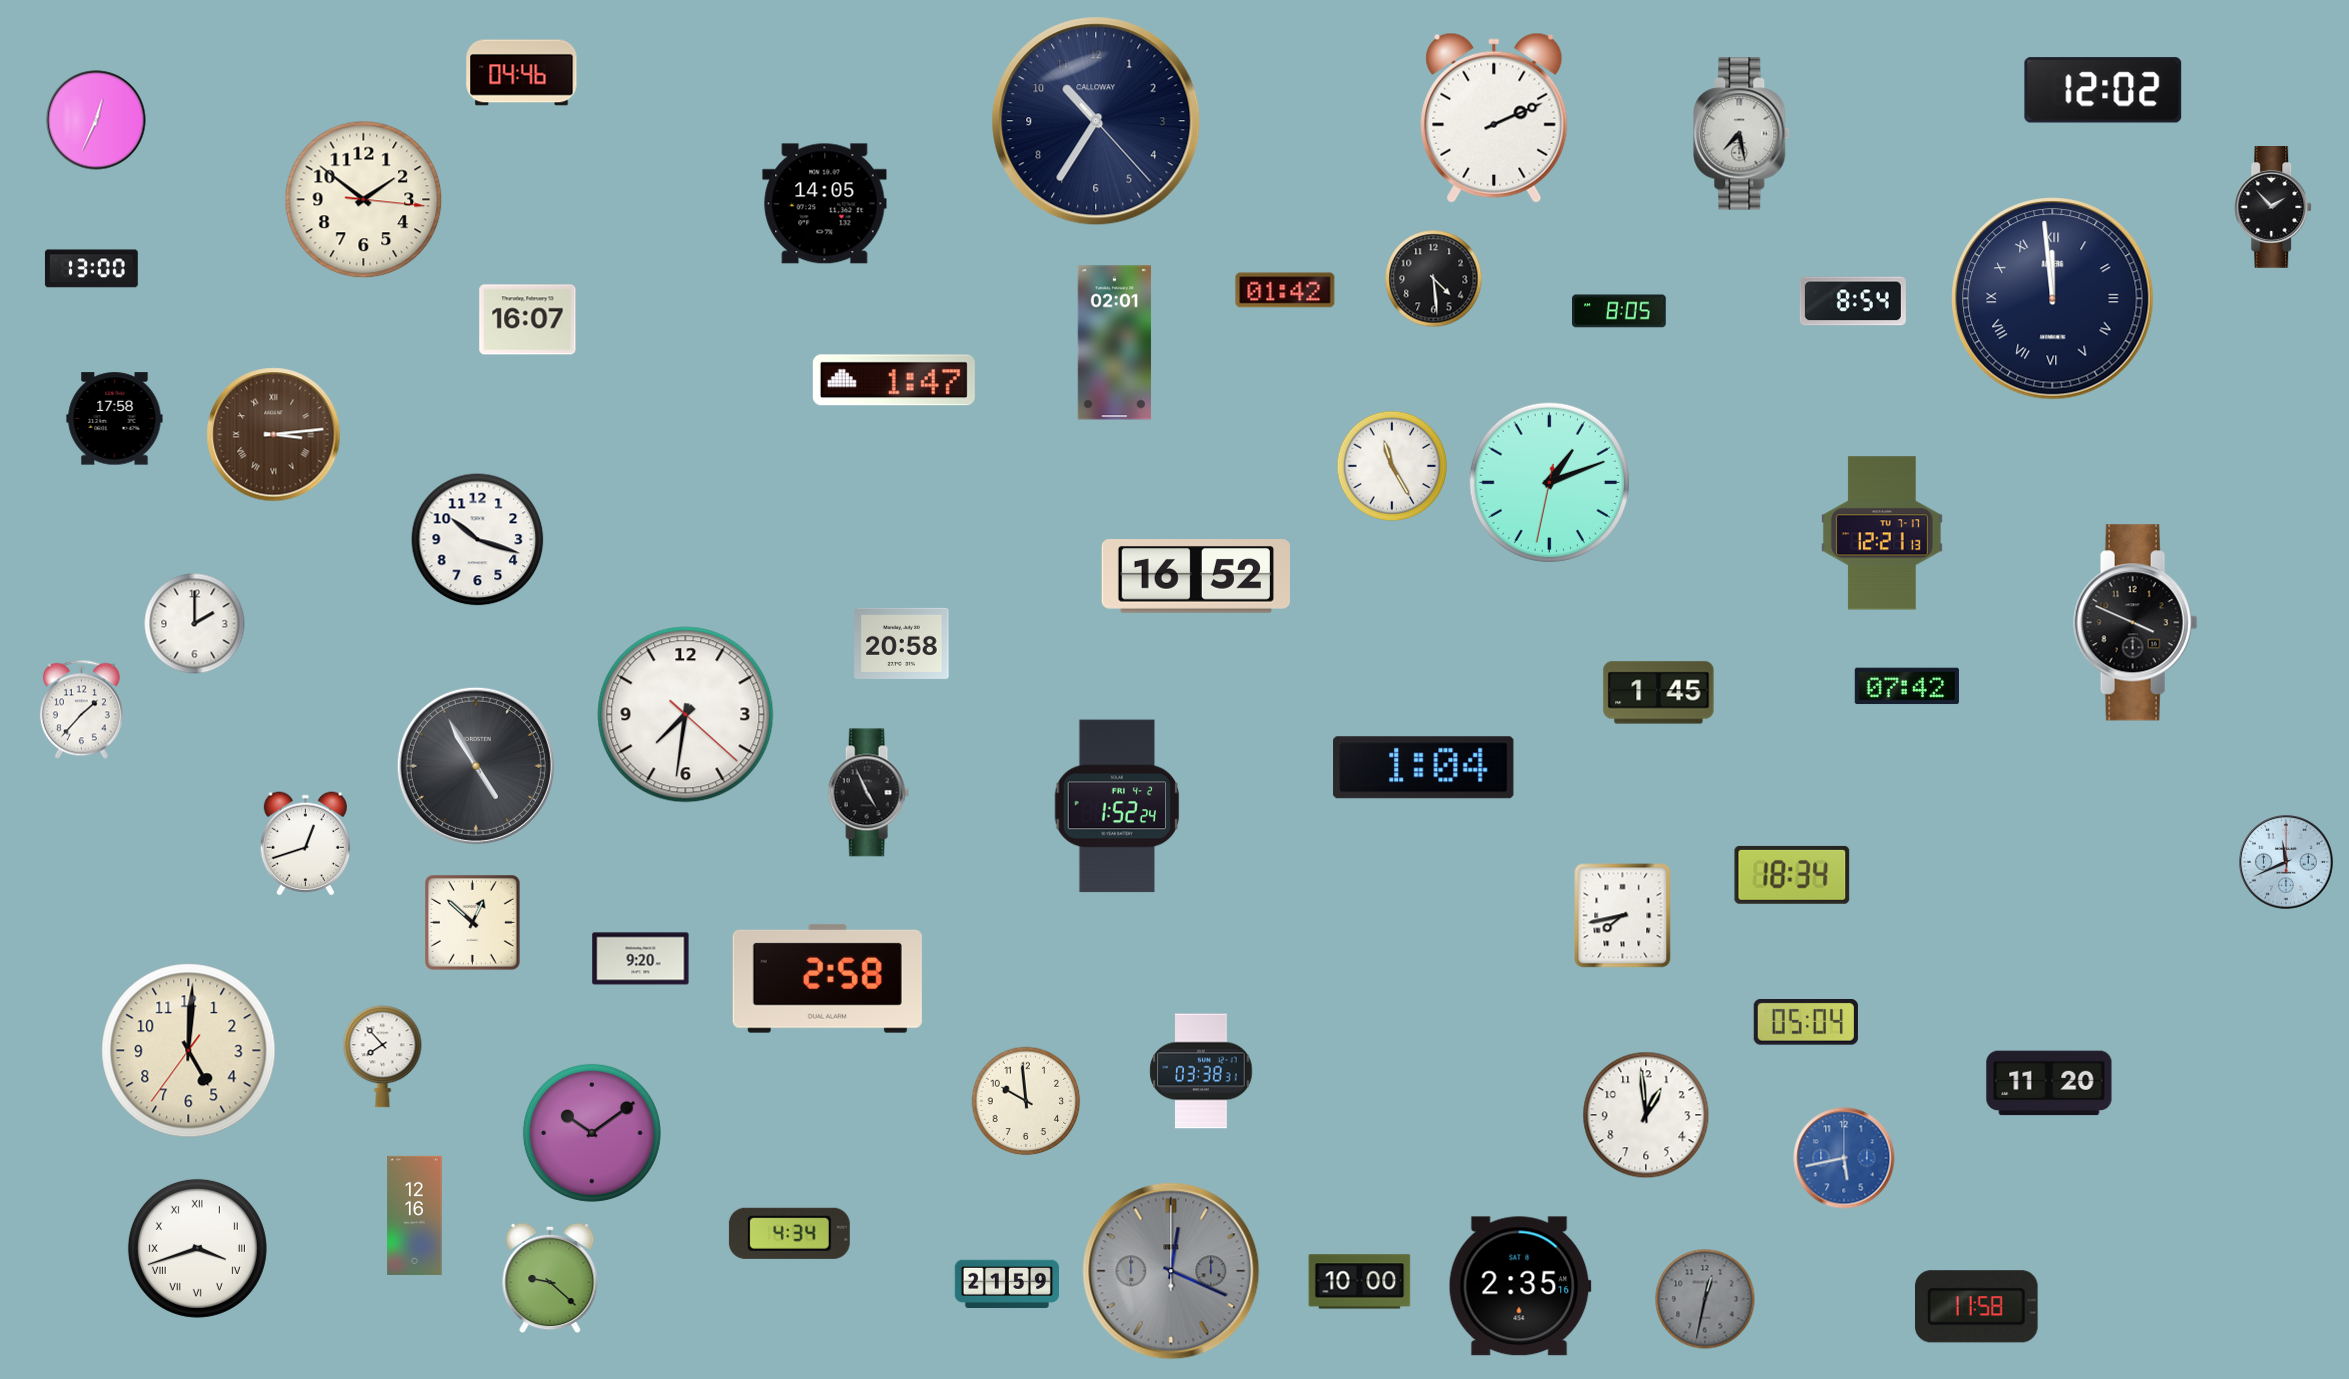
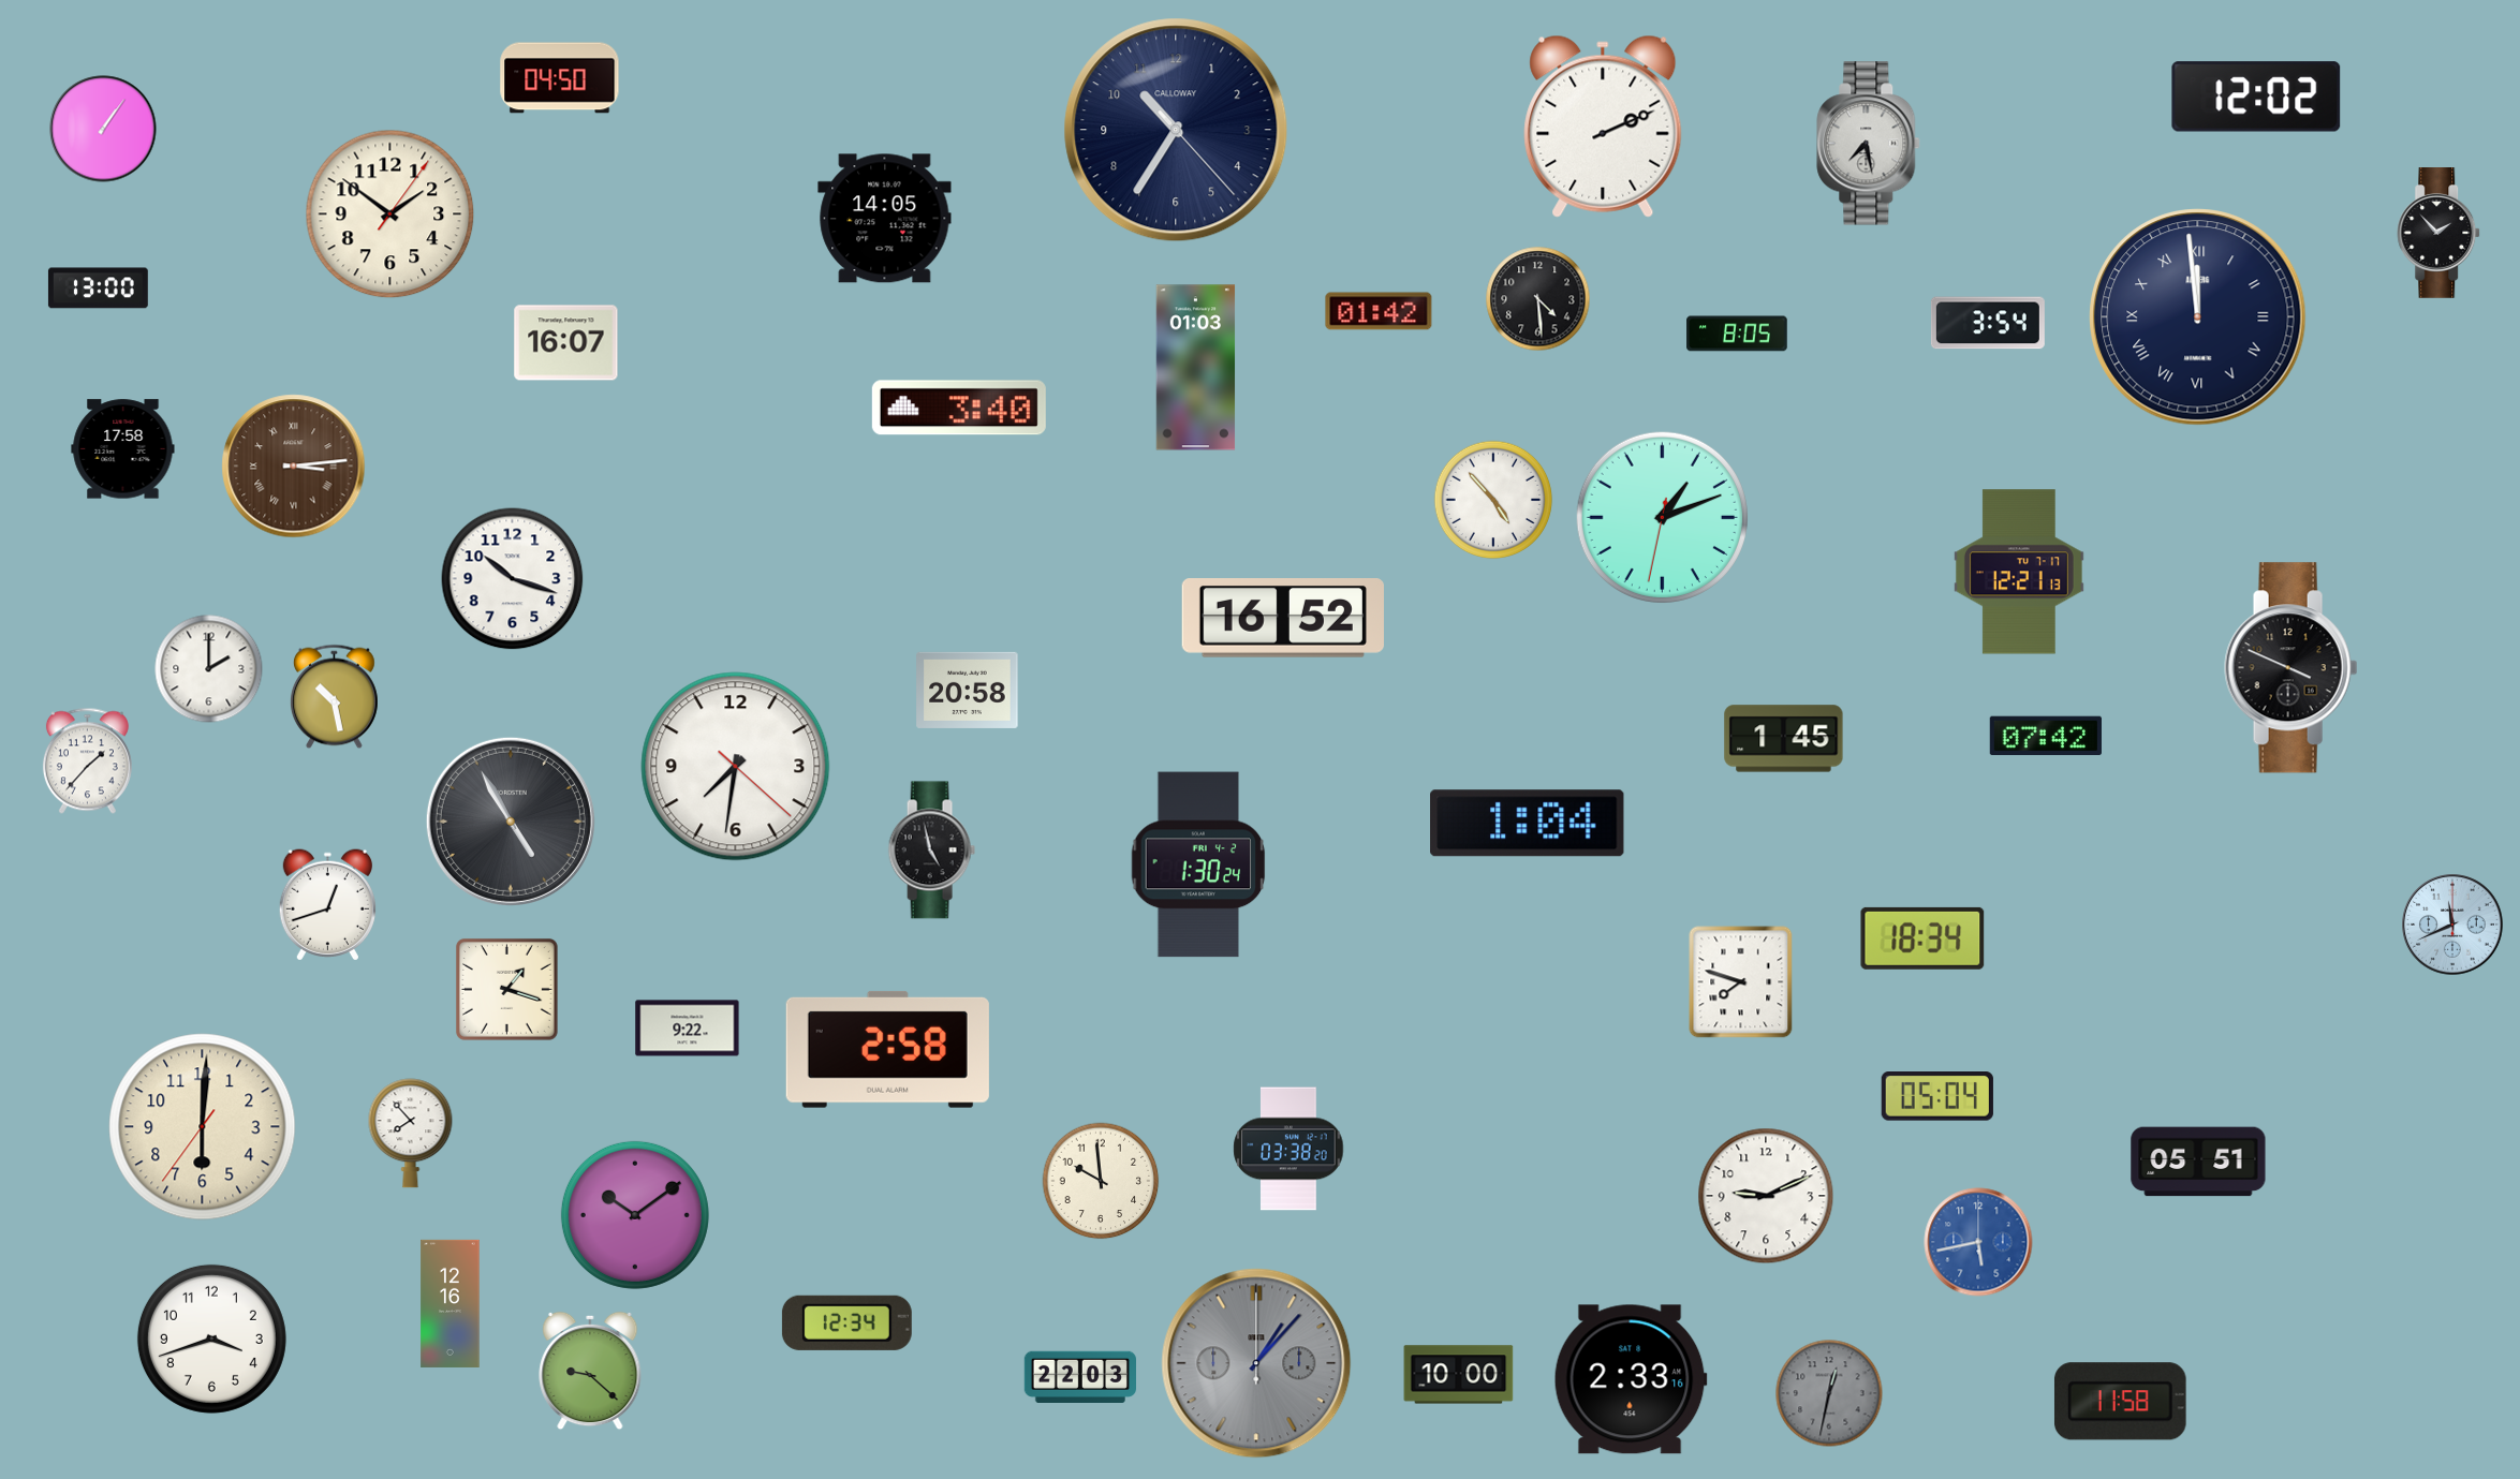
clock at (522, 73): 04:46 -> 04:50
clock at (96, 120): 12:34 -> 1:06
clock at (364, 200): 1:51:16 -> 1:51:06
clock at (2274, 207) position: (2274, 207) -> (2440, 233)
clock at (2053, 299) position: (2053, 299) -> (2198, 317)
clock at (1853, 301): 8:54 -> 3:54
clock at (1115, 343): 02:01 -> 01:03
clock at (894, 380): 1:47 -> 3:40
clock at (1392, 466): 11:25 -> 4:53
clock at (335, 697): none -> 10:28
clock at (1659, 693) position: (1659, 693) -> (1784, 739)
clock at (868, 793): 4:56 -> 4:58
clock at (1117, 806): 1:52 -> 1:30
clock at (1623, 916): 7:43 -> 7:48
clock at (472, 922): 12:52 -> 1:18
clock at (641, 959): 9:20 -> 9:22
clock at (189, 1051): 5:00 -> 6:00
clock at (1201, 1071): 03:38:31 -> 03:38:20
clock at (2049, 1083): 11:20 -> 05:51
clock at (1646, 1115): 12:59 -> 9:11
clock at (415, 1215) position: (415, 1215) -> (451, 1303)
clock at (789, 1233): 4:34 -> 12:34
clock at (197, 1248) numerals: Roman -> Arabic
clock at (1171, 1271): 12:19 -> 1:07
clock at (1006, 1283): 21:59 -> 22:03
clock at (1520, 1286): 2:35 -> 2:33
